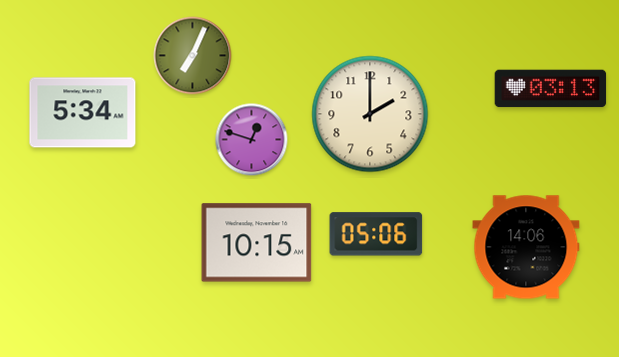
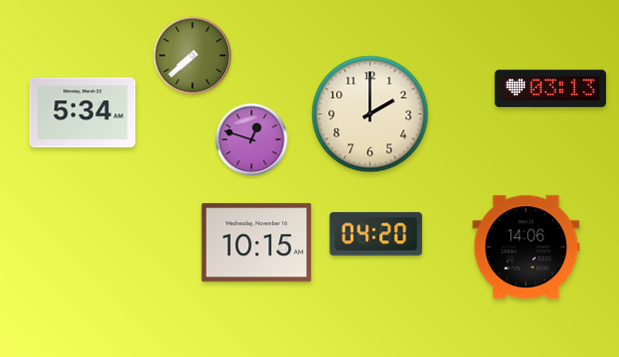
clock at (193, 56): 7:04 -> 7:38
clock at (376, 234): 05:06 -> 04:20
